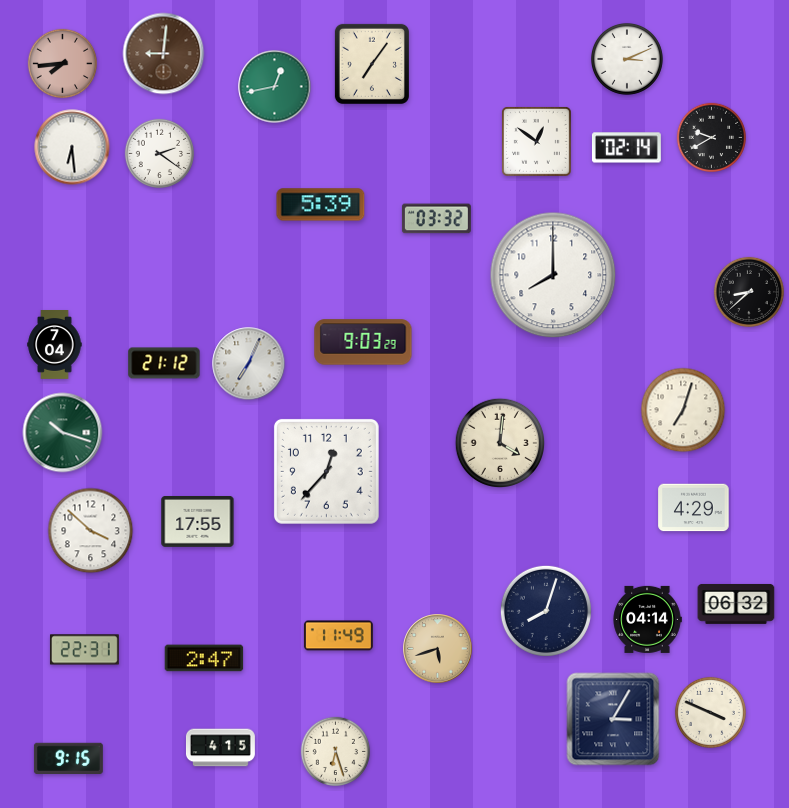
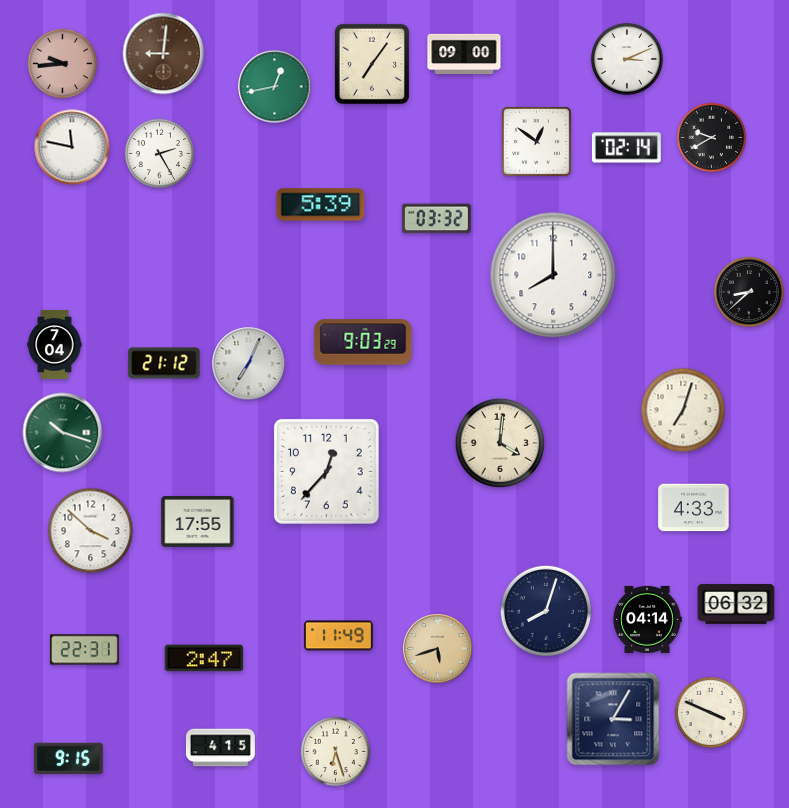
clock at (464, 53): none -> 09:00
clock at (63, 64): 7:44 -> 9:44
clock at (72, 147): 6:29 -> 11:47
clock at (160, 154): 2:21 -> 2:25
clock at (694, 508): 4:29 -> 4:33
